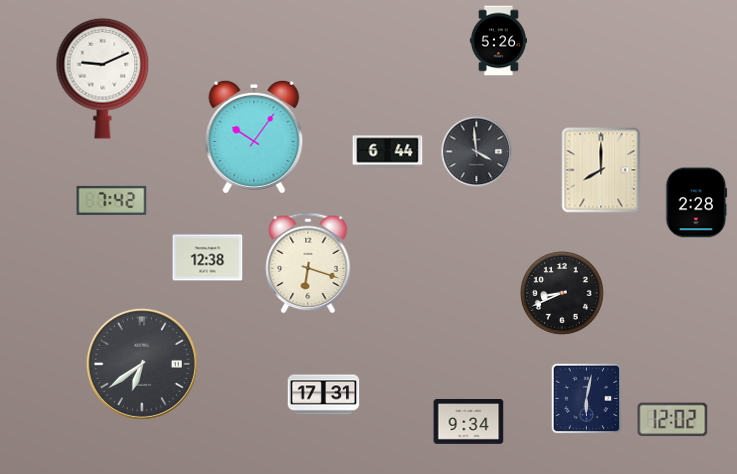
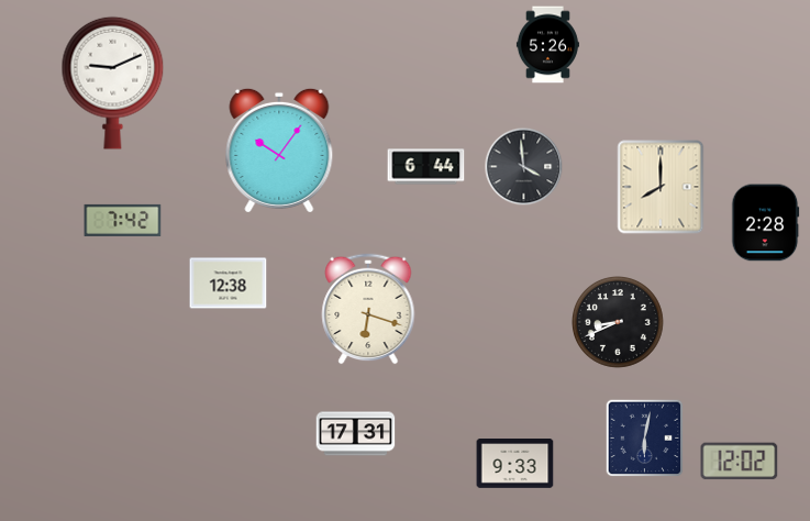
clock at (103, 78) position: (103, 78) -> (113, 82)
clock at (308, 263) position: (308, 263) -> (368, 309)
clock at (142, 364): 6:39 -> none
clock at (469, 422): 9:34 -> 9:33
